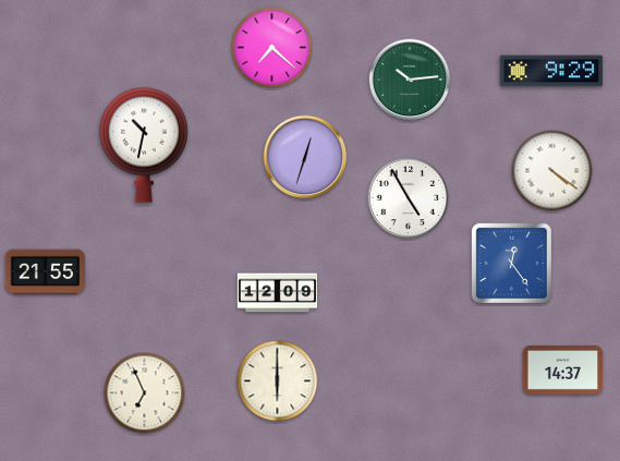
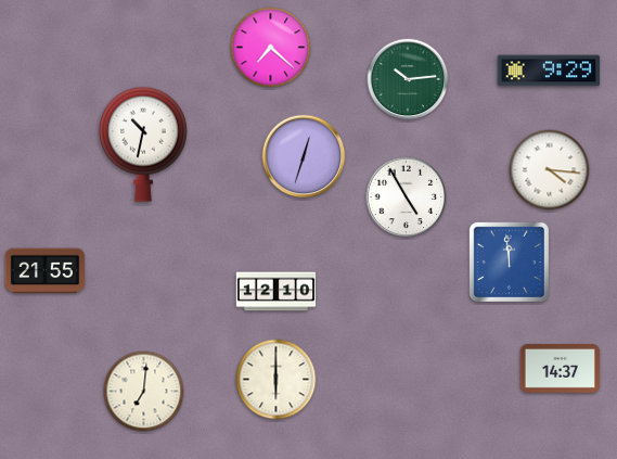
clock at (552, 171): 4:21 -> 4:16
clock at (511, 263): 12:24 -> 11:59
clock at (278, 293): 12:09 -> 12:10
clock at (145, 393): 6:56 -> 7:01
